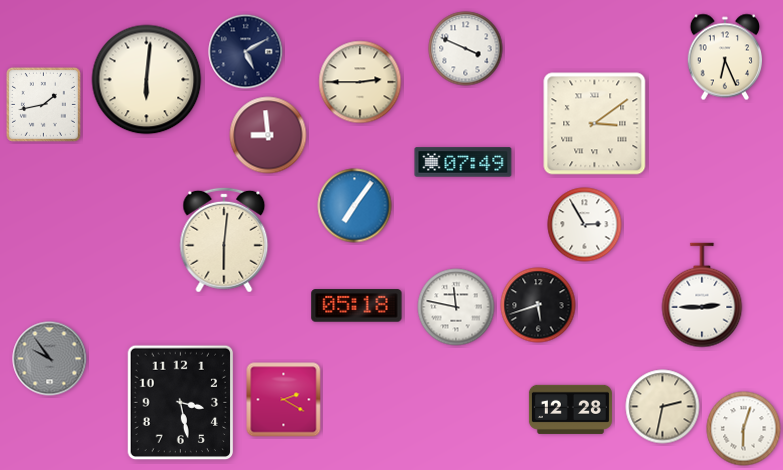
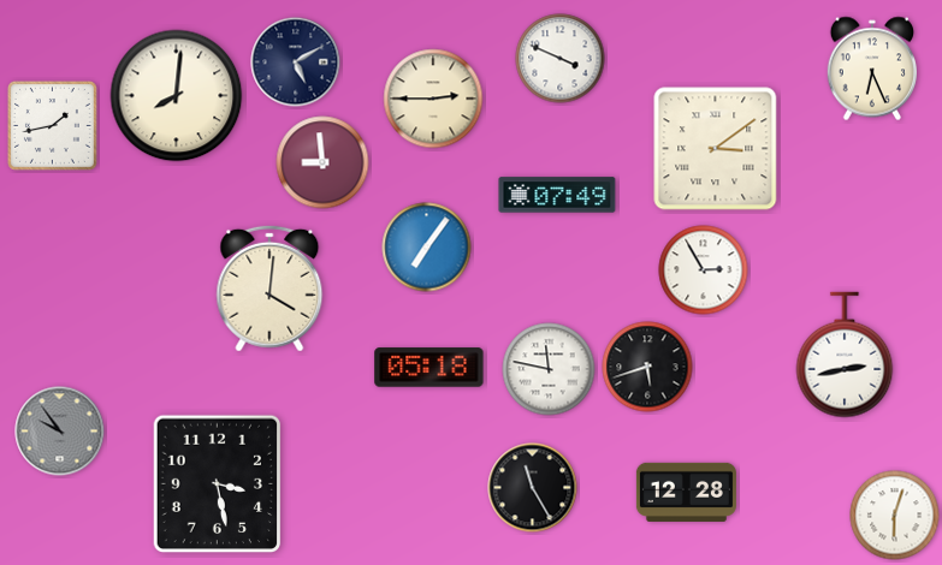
clock at (147, 80): 6:01 -> 8:01
clock at (224, 240): 6:01 -> 4:01
clock at (702, 295): 2:45 -> 2:43
clock at (284, 400): 2:20 -> none
clock at (533, 488): none -> 11:25
clock at (663, 407): 2:32 -> none
